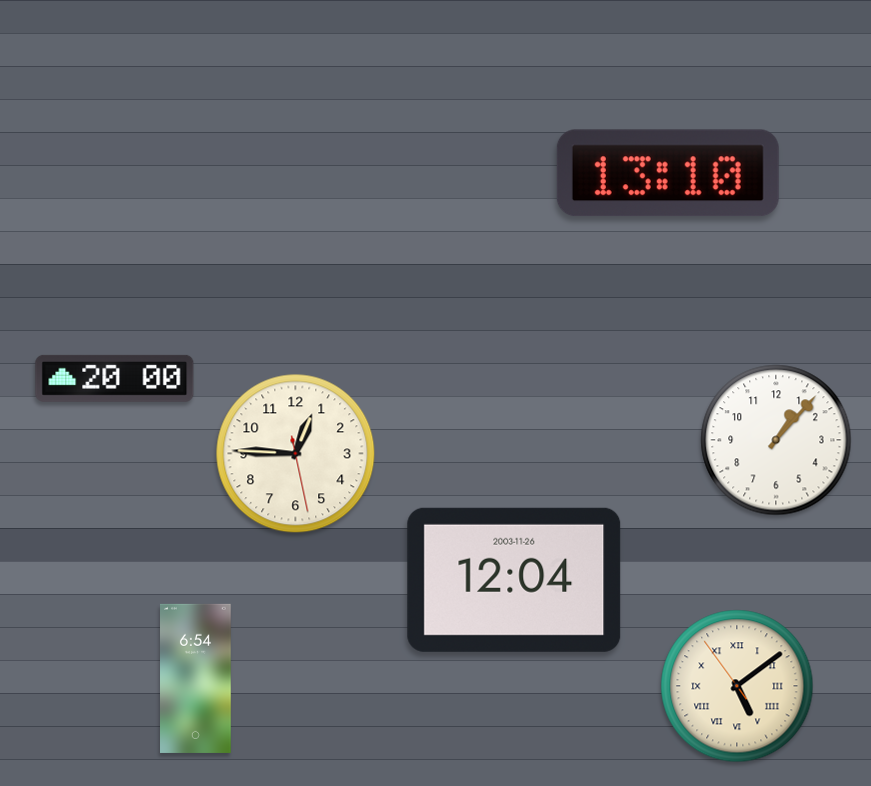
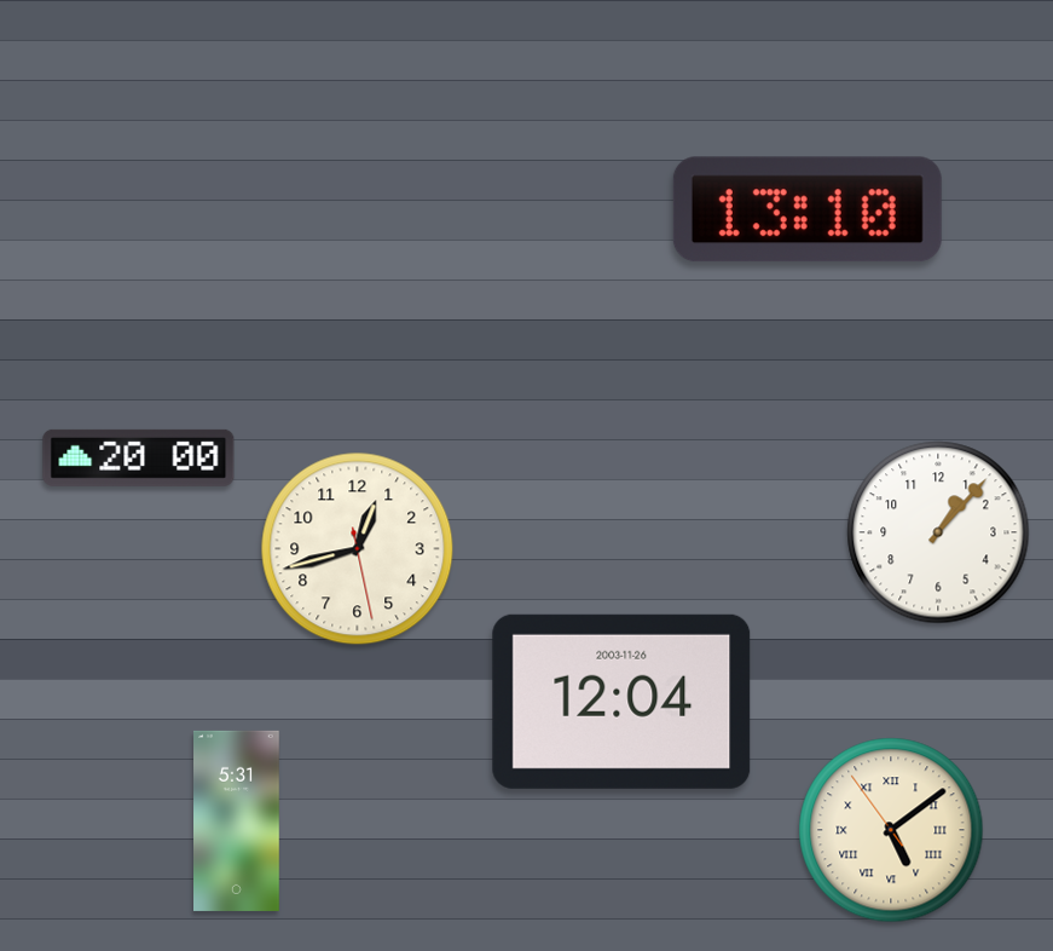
clock at (296, 454): 12:45 -> 12:42
clock at (196, 678): 6:54 -> 5:31
